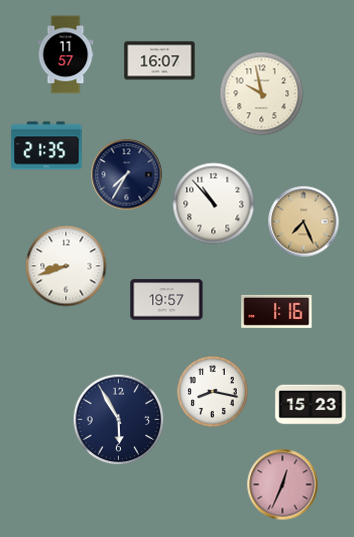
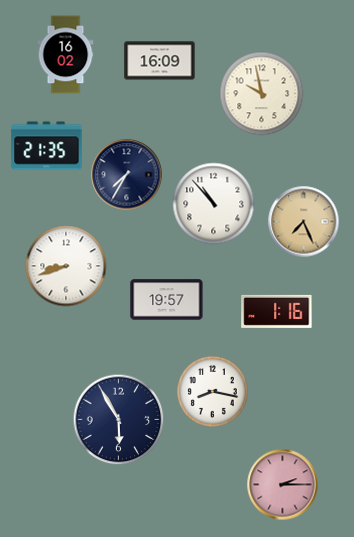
clock at (66, 55): 11:57 -> 16:02
clock at (160, 61): 16:07 -> 16:09
clock at (311, 405): 15:23 -> none
clock at (283, 485): 12:34 -> 2:15
